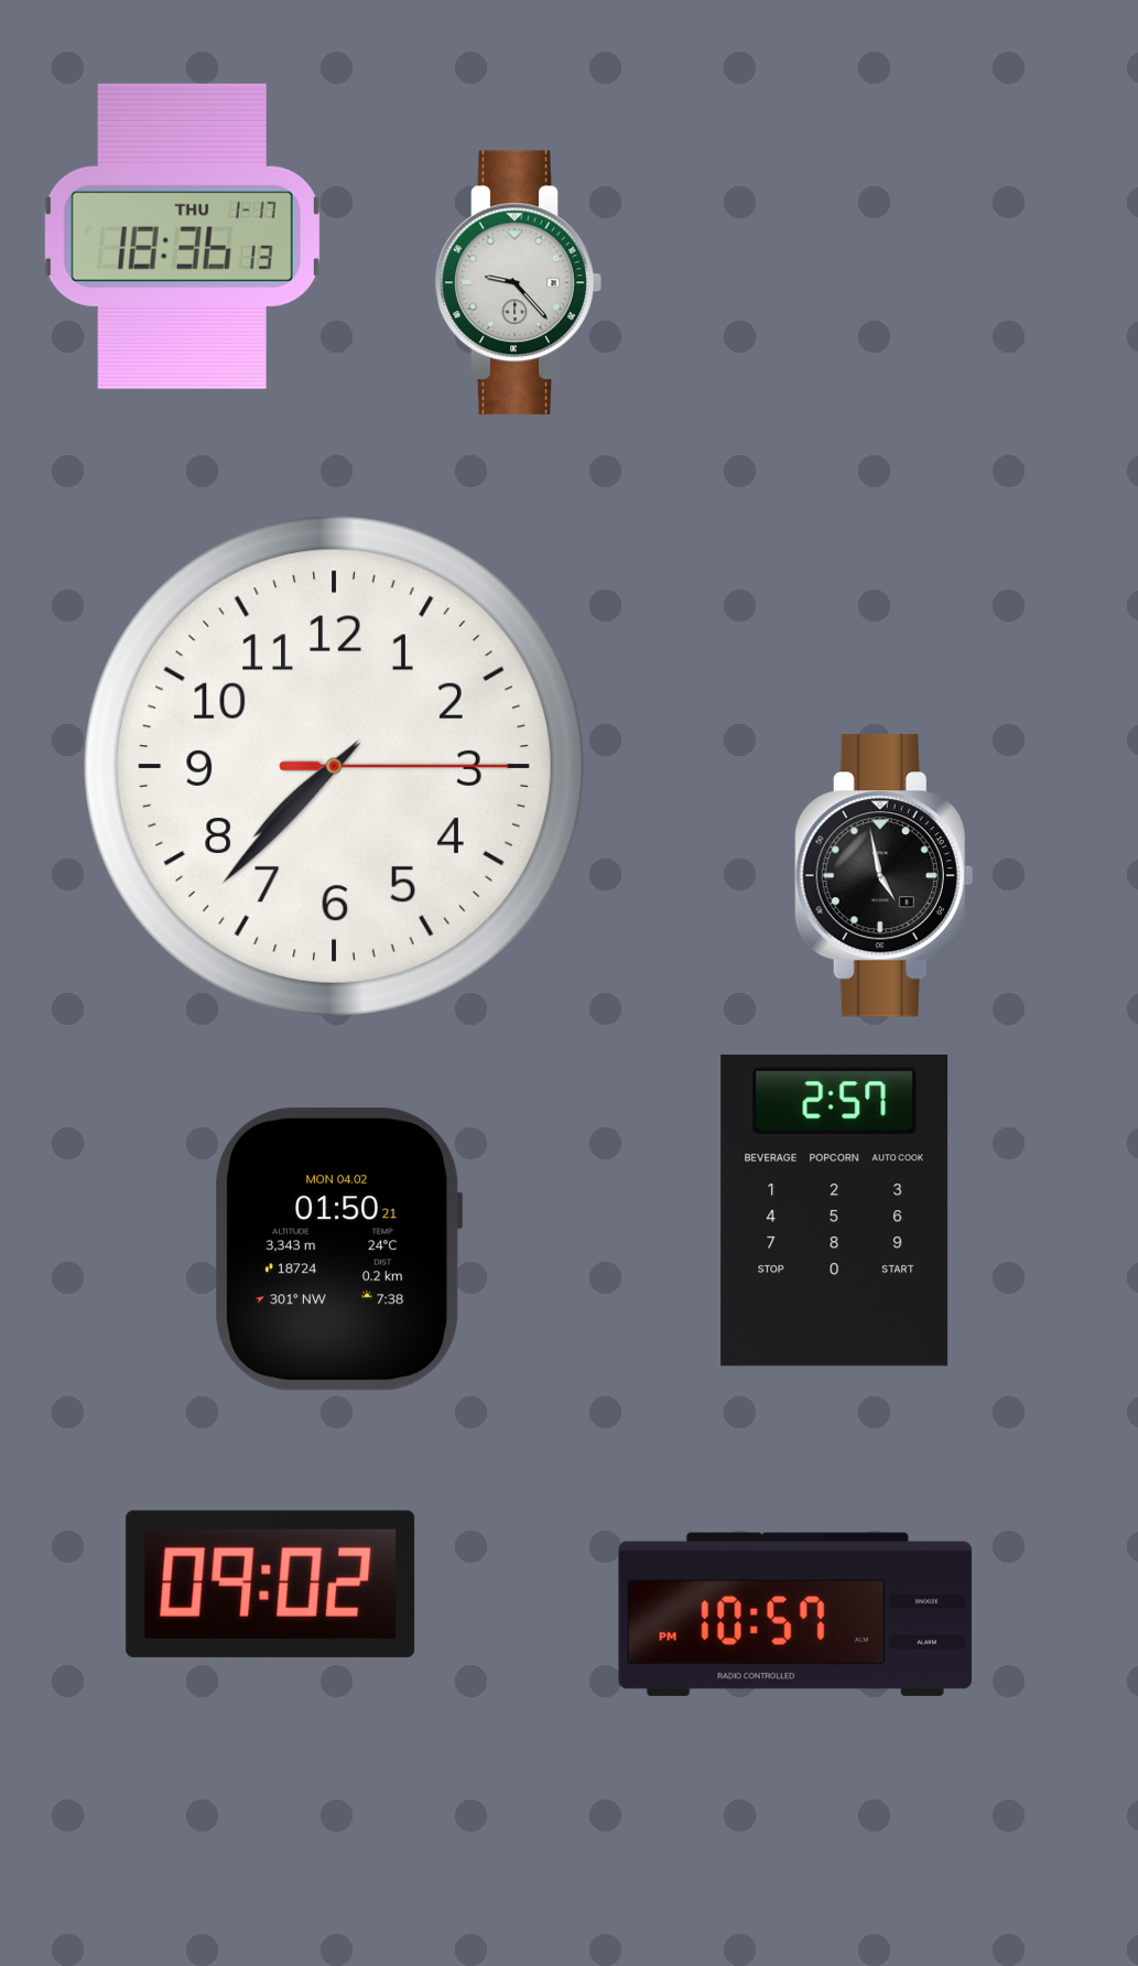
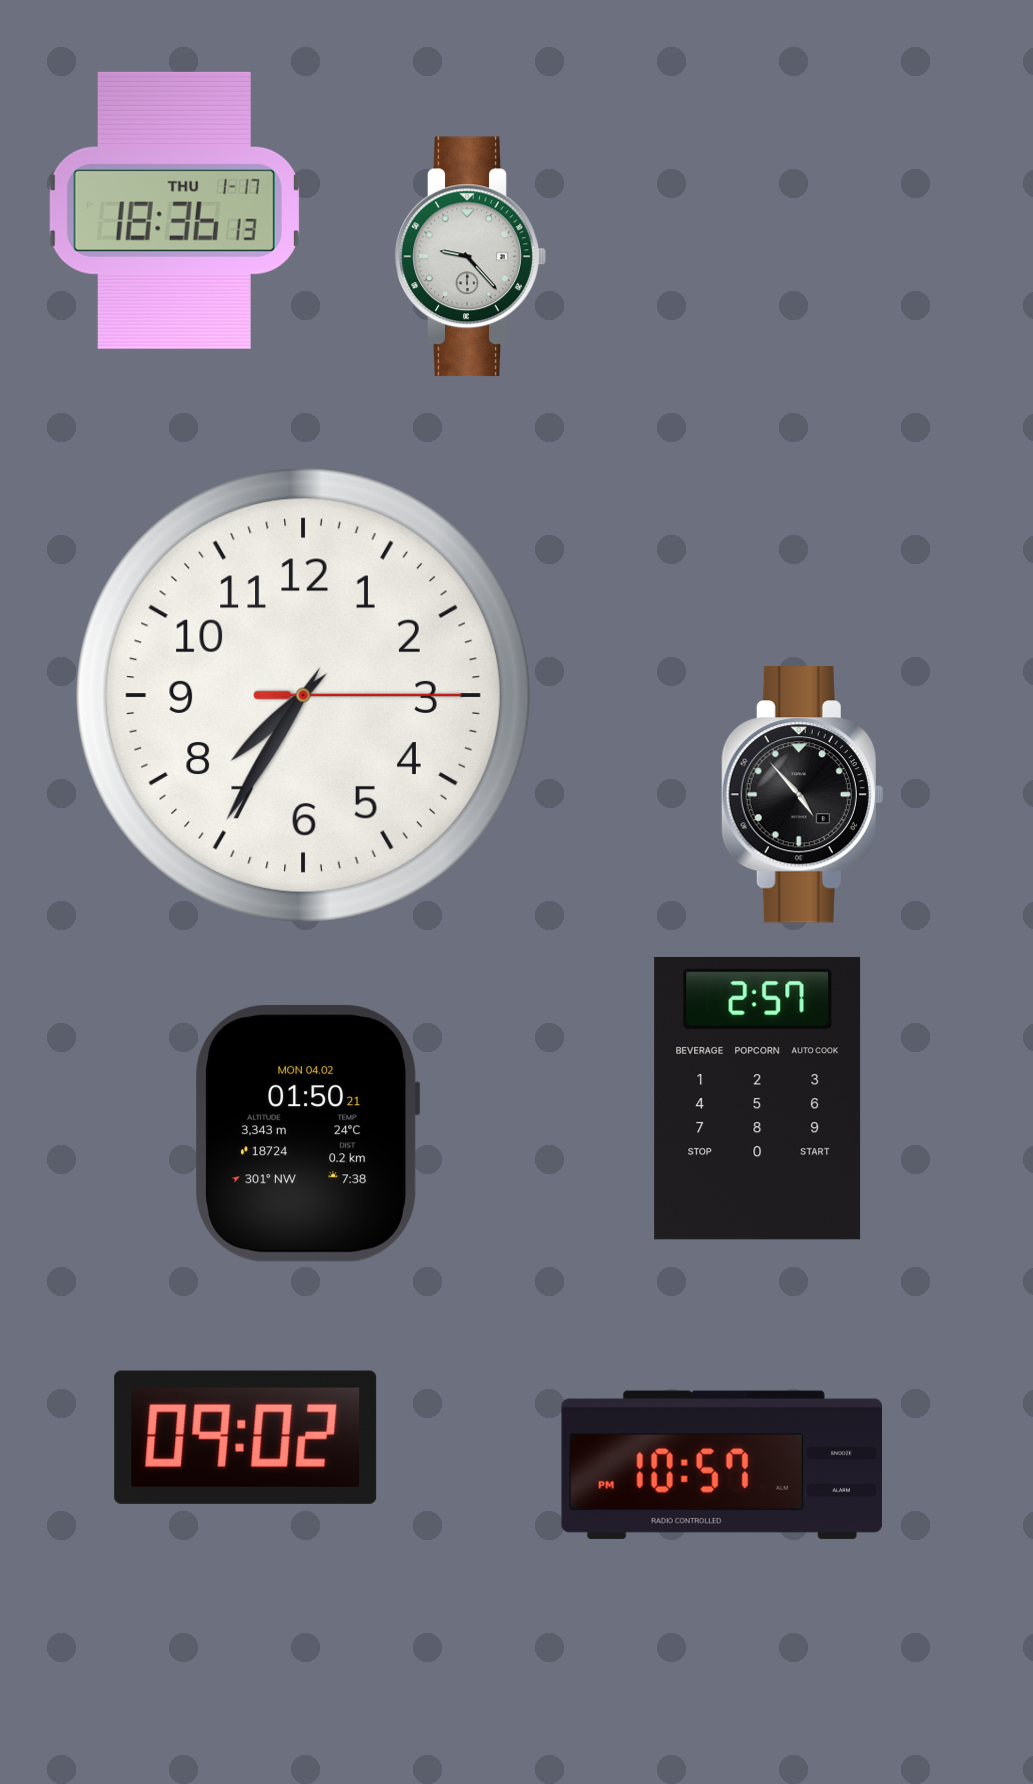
clock at (182, 236) position: (182, 236) -> (174, 210)
clock at (334, 766): 7:37 -> 7:35
clock at (884, 876): 4:58 -> 4:53
